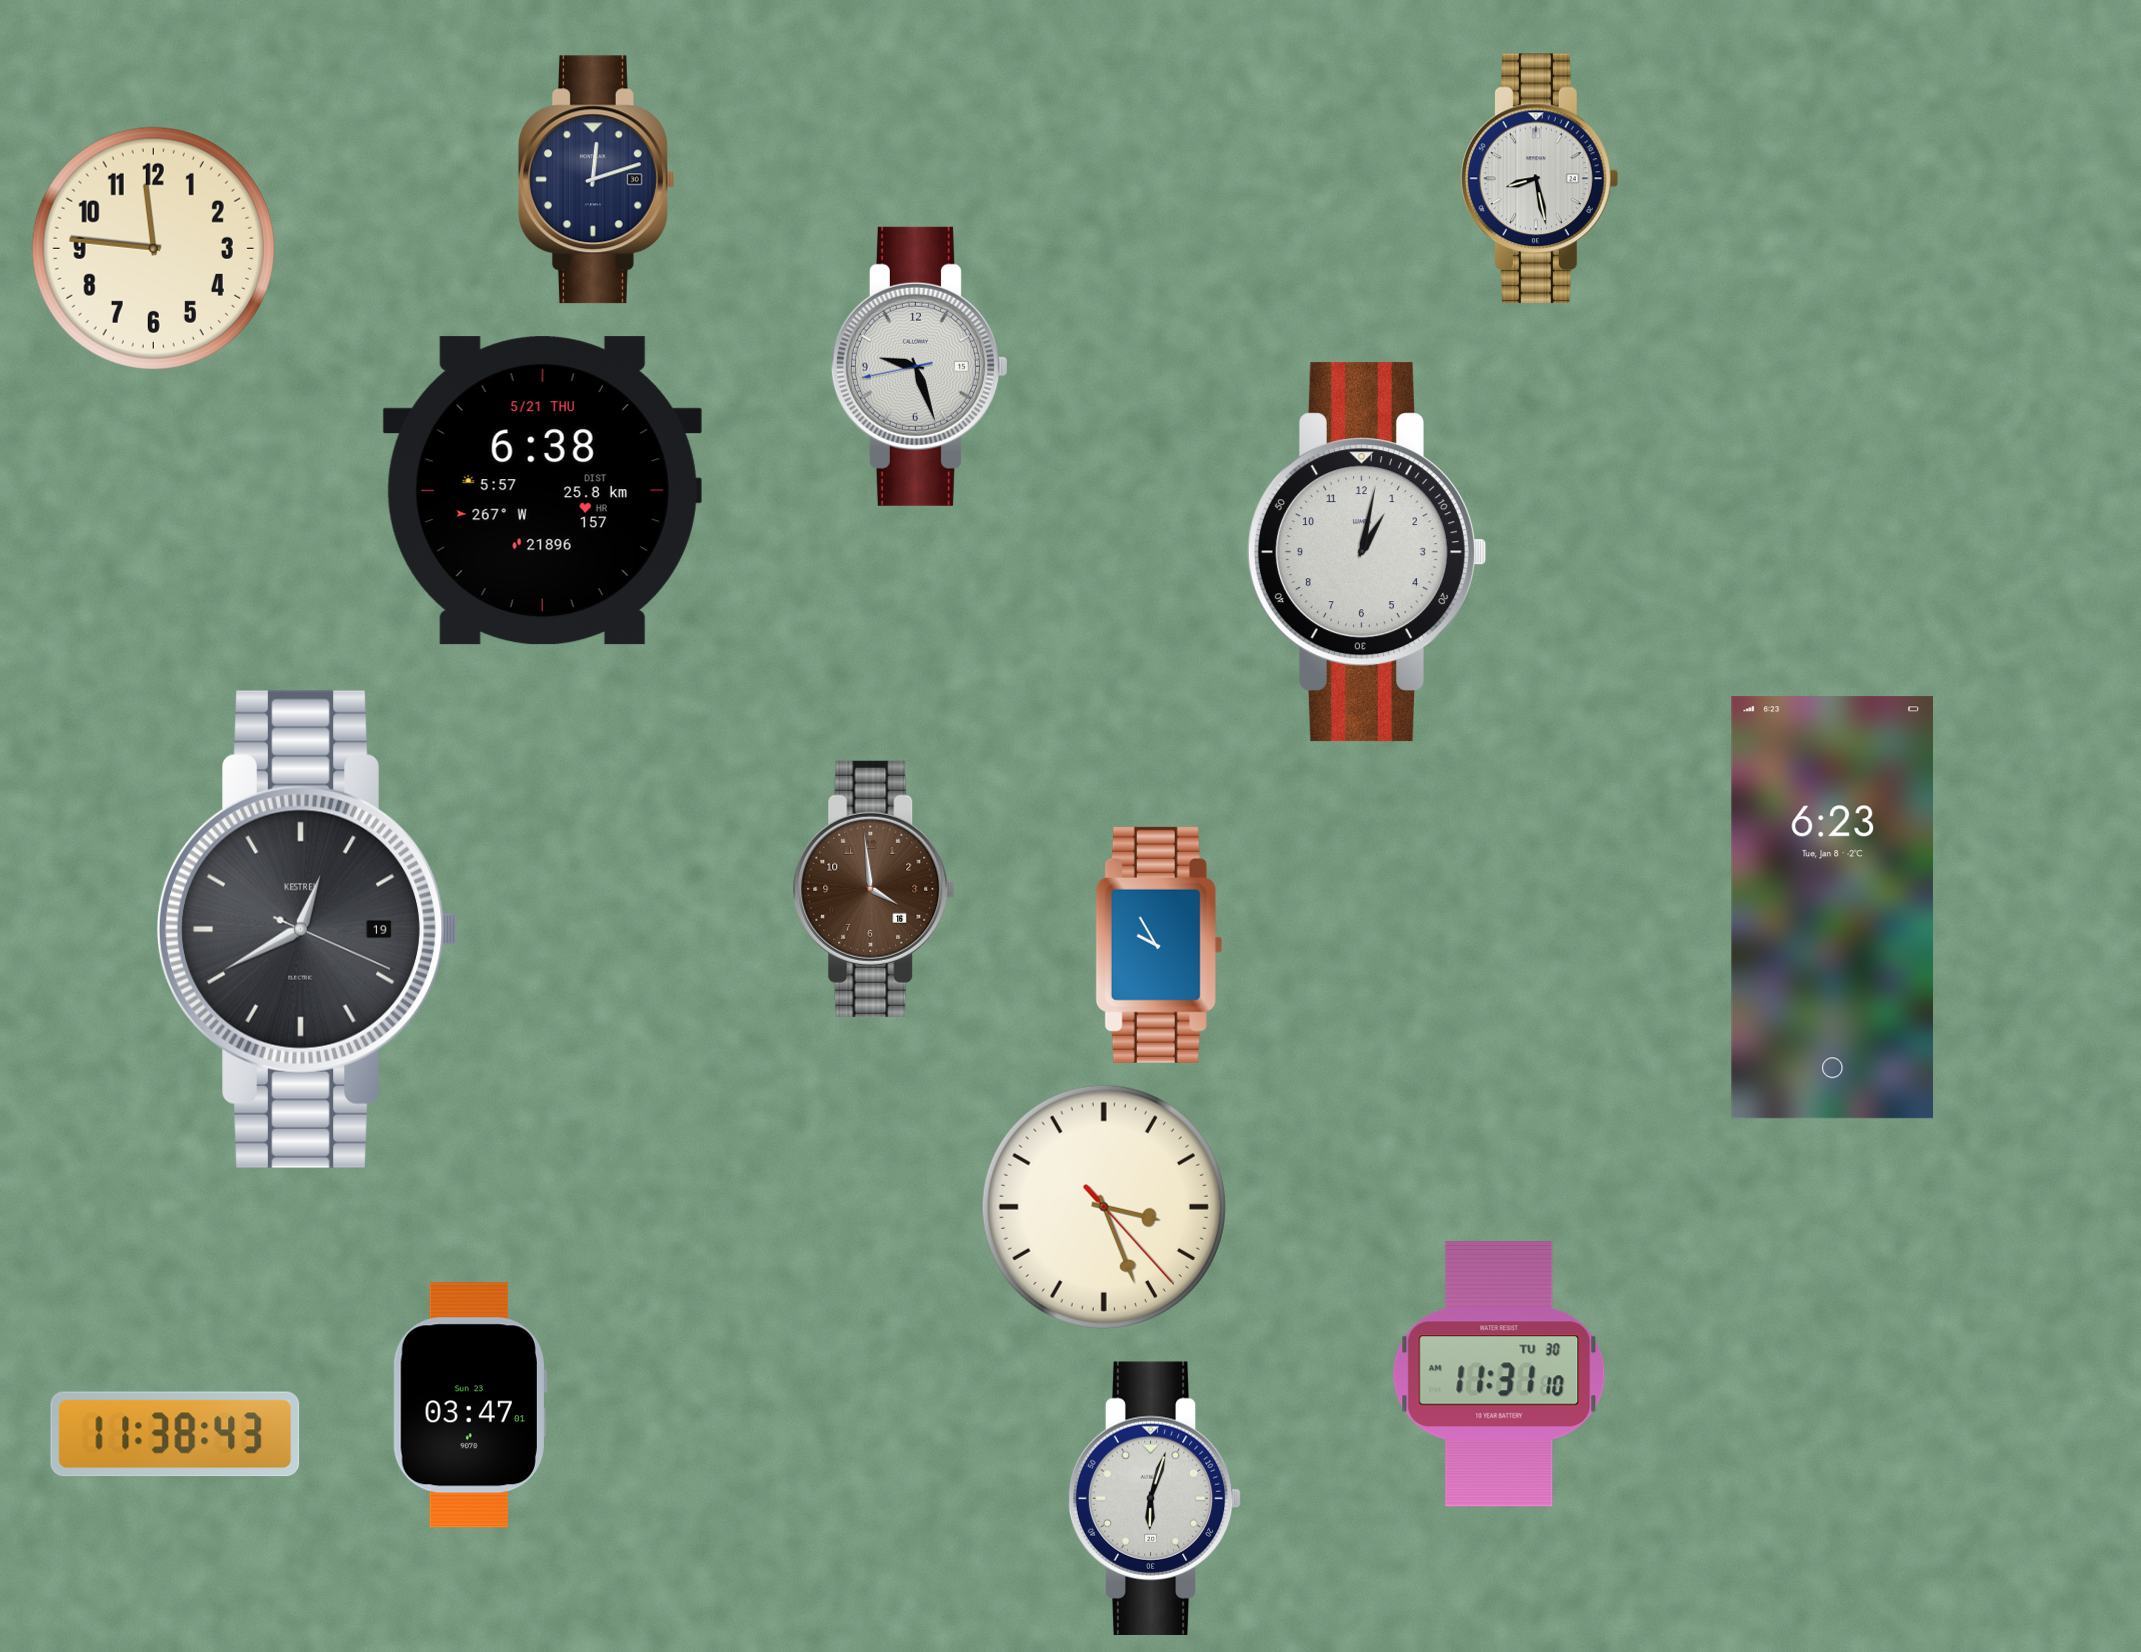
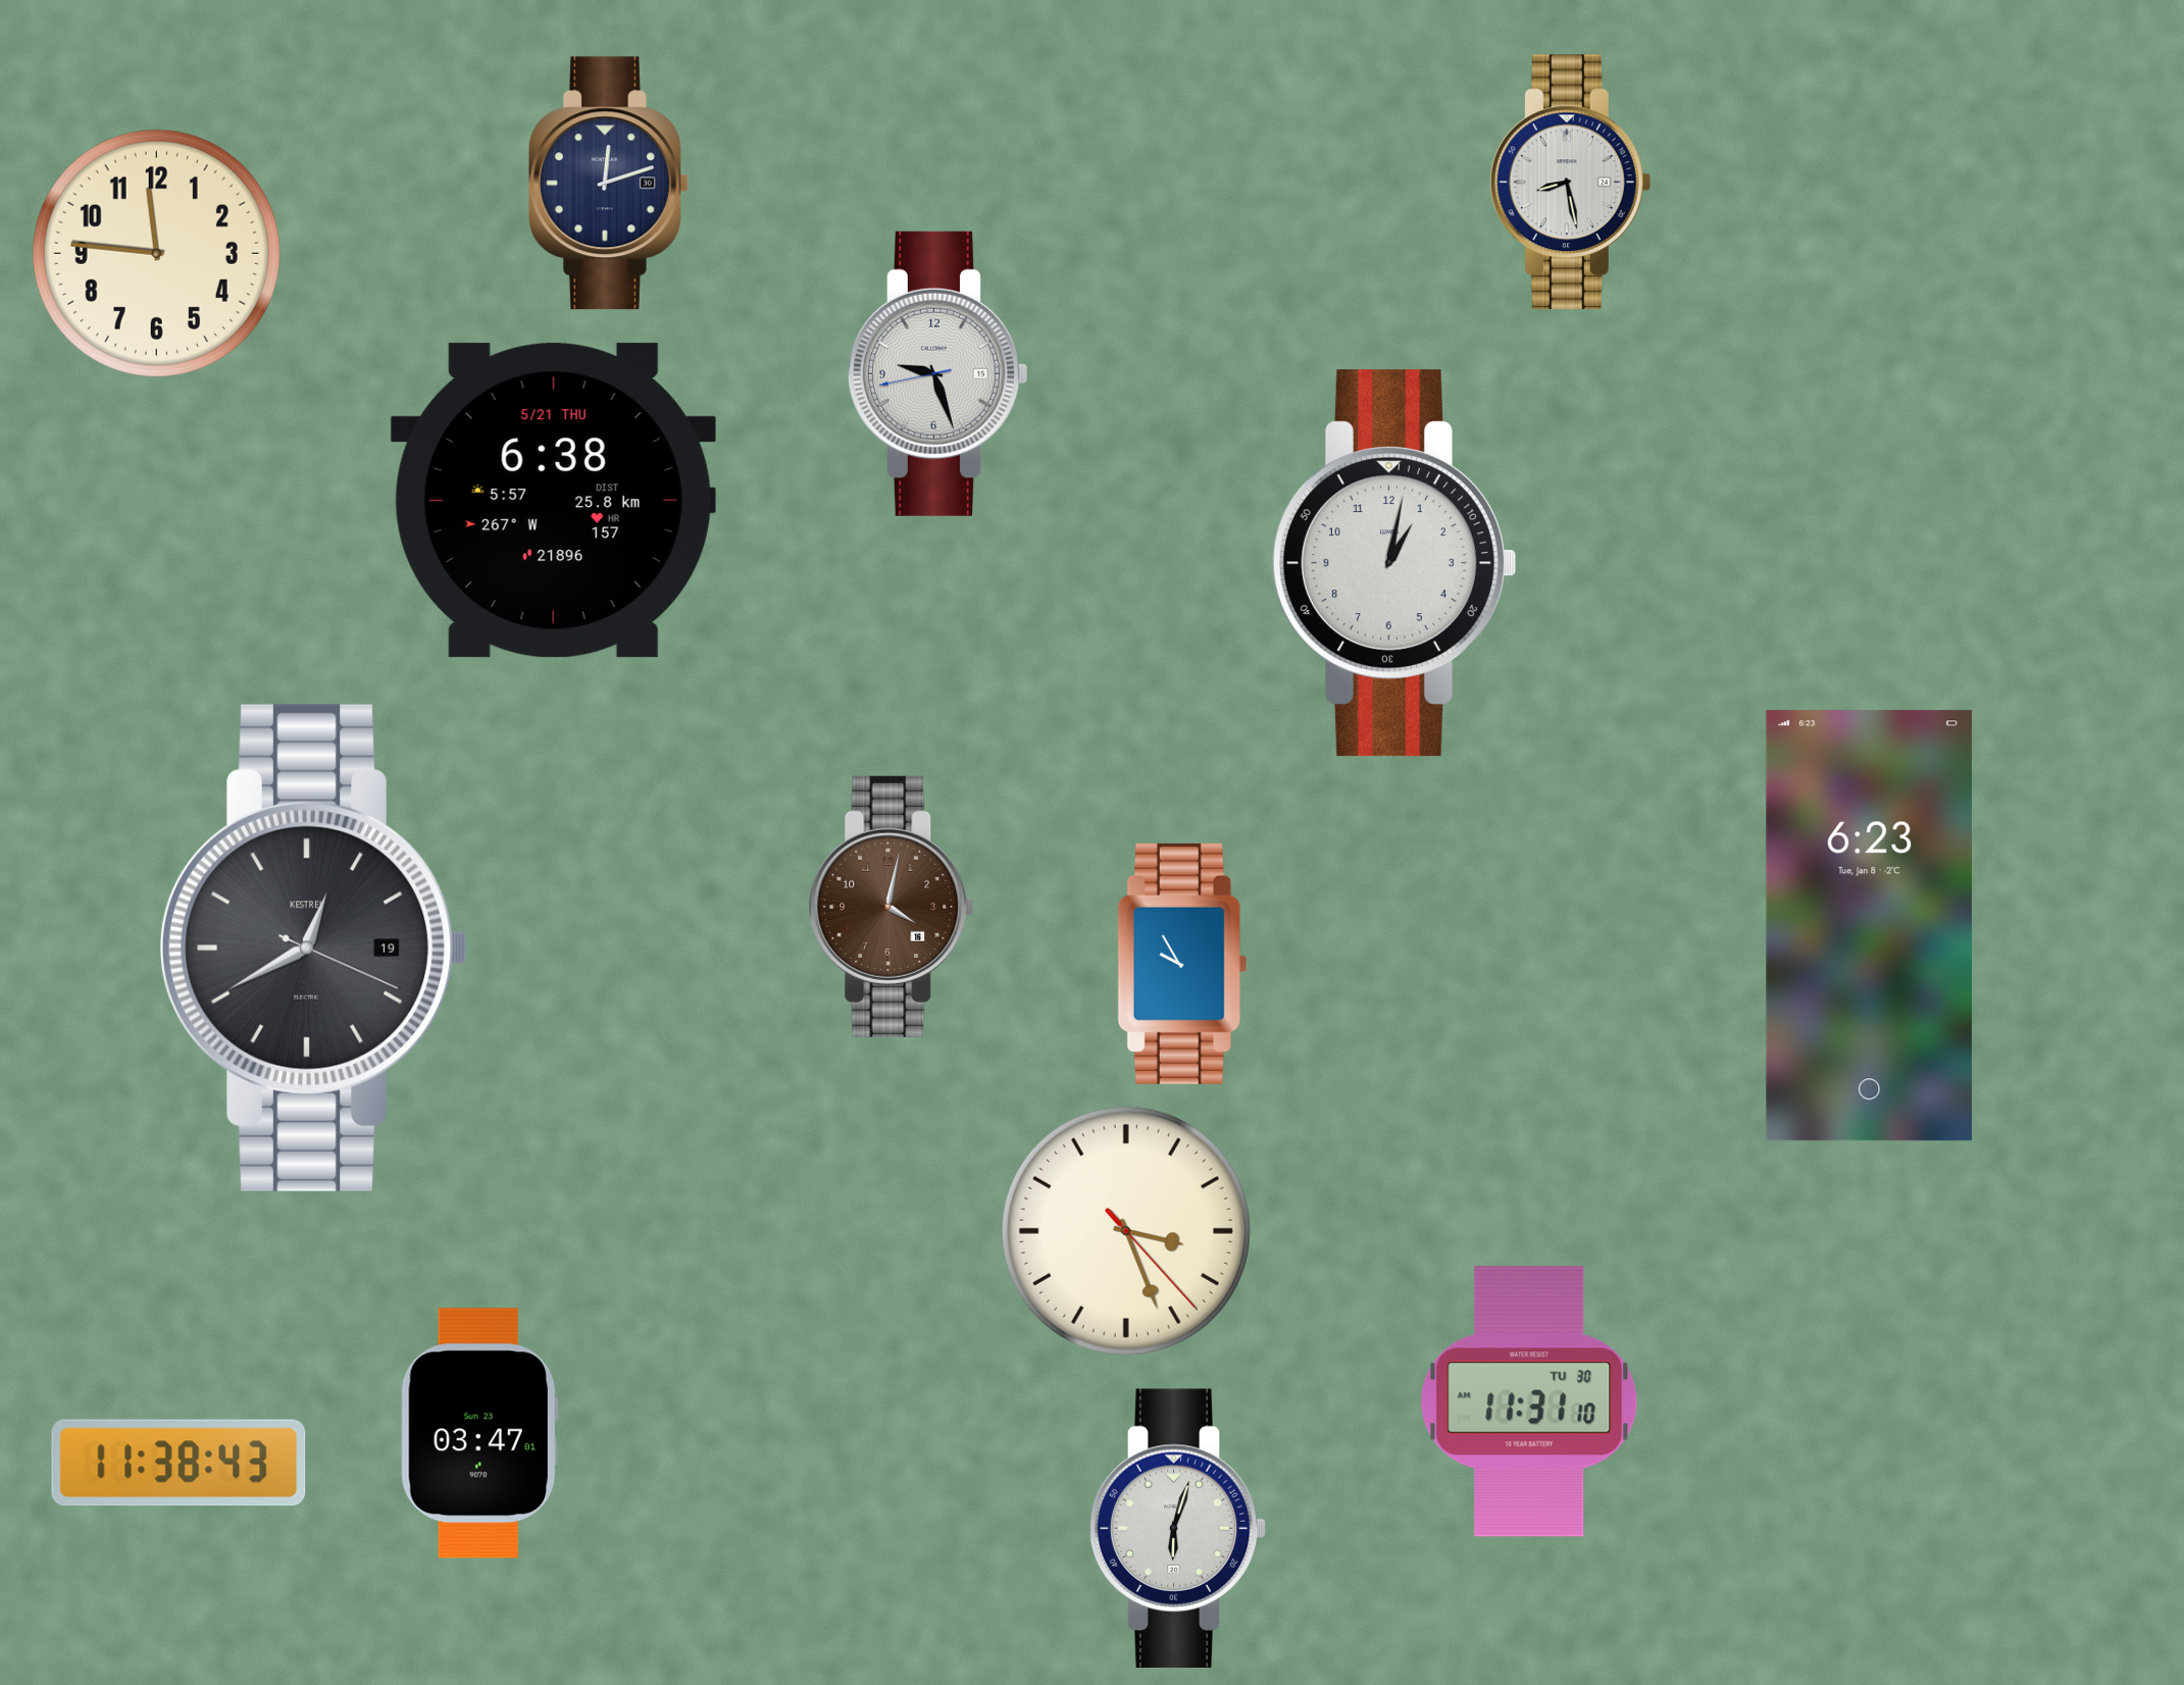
clock at (874, 889): 3:59 -> 4:02
